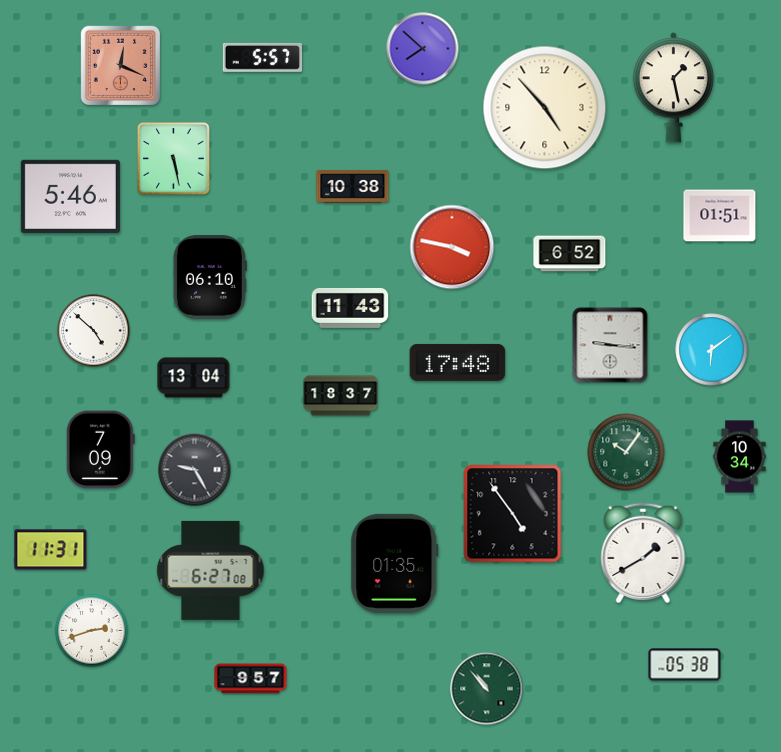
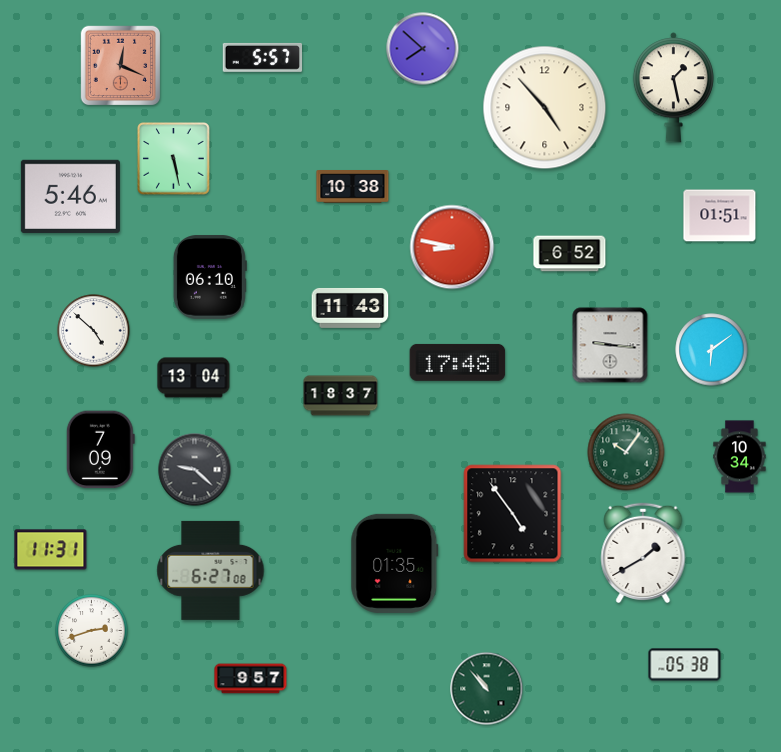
clock at (452, 247): 3:47 -> 8:47
clock at (195, 470): 9:25 -> 9:22
